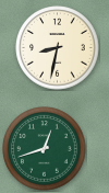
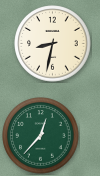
clock at (45, 149): 12:42 -> 12:37
